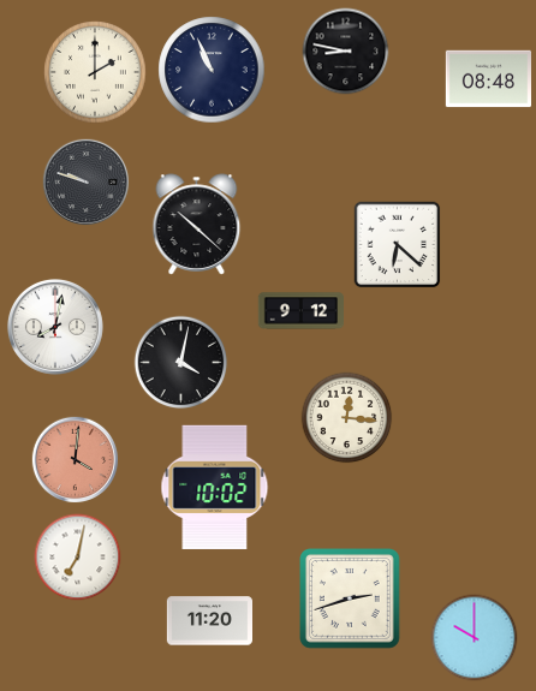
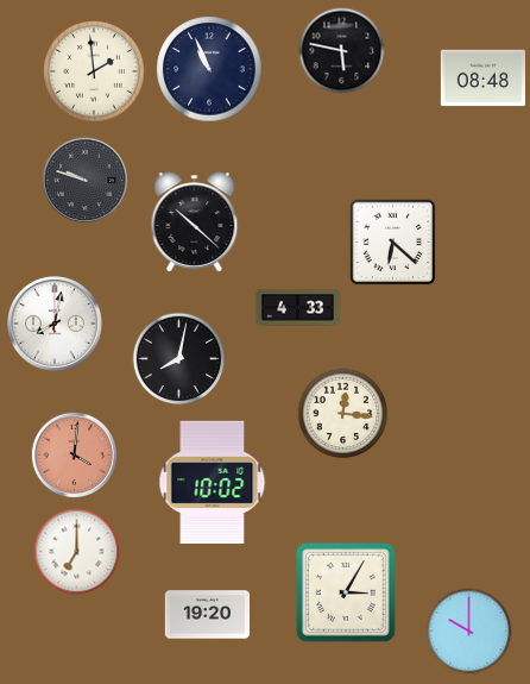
clock at (346, 52): 8:47 -> 5:47
clock at (95, 72): 2:00 -> 1:59
clock at (300, 311): 9:12 -> 4:33
clock at (181, 363): 4:02 -> 8:02
clock at (78, 558): 7:02 -> 7:00
clock at (351, 600): 2:42 -> 3:05
clock at (209, 621): 11:20 -> 19:20
